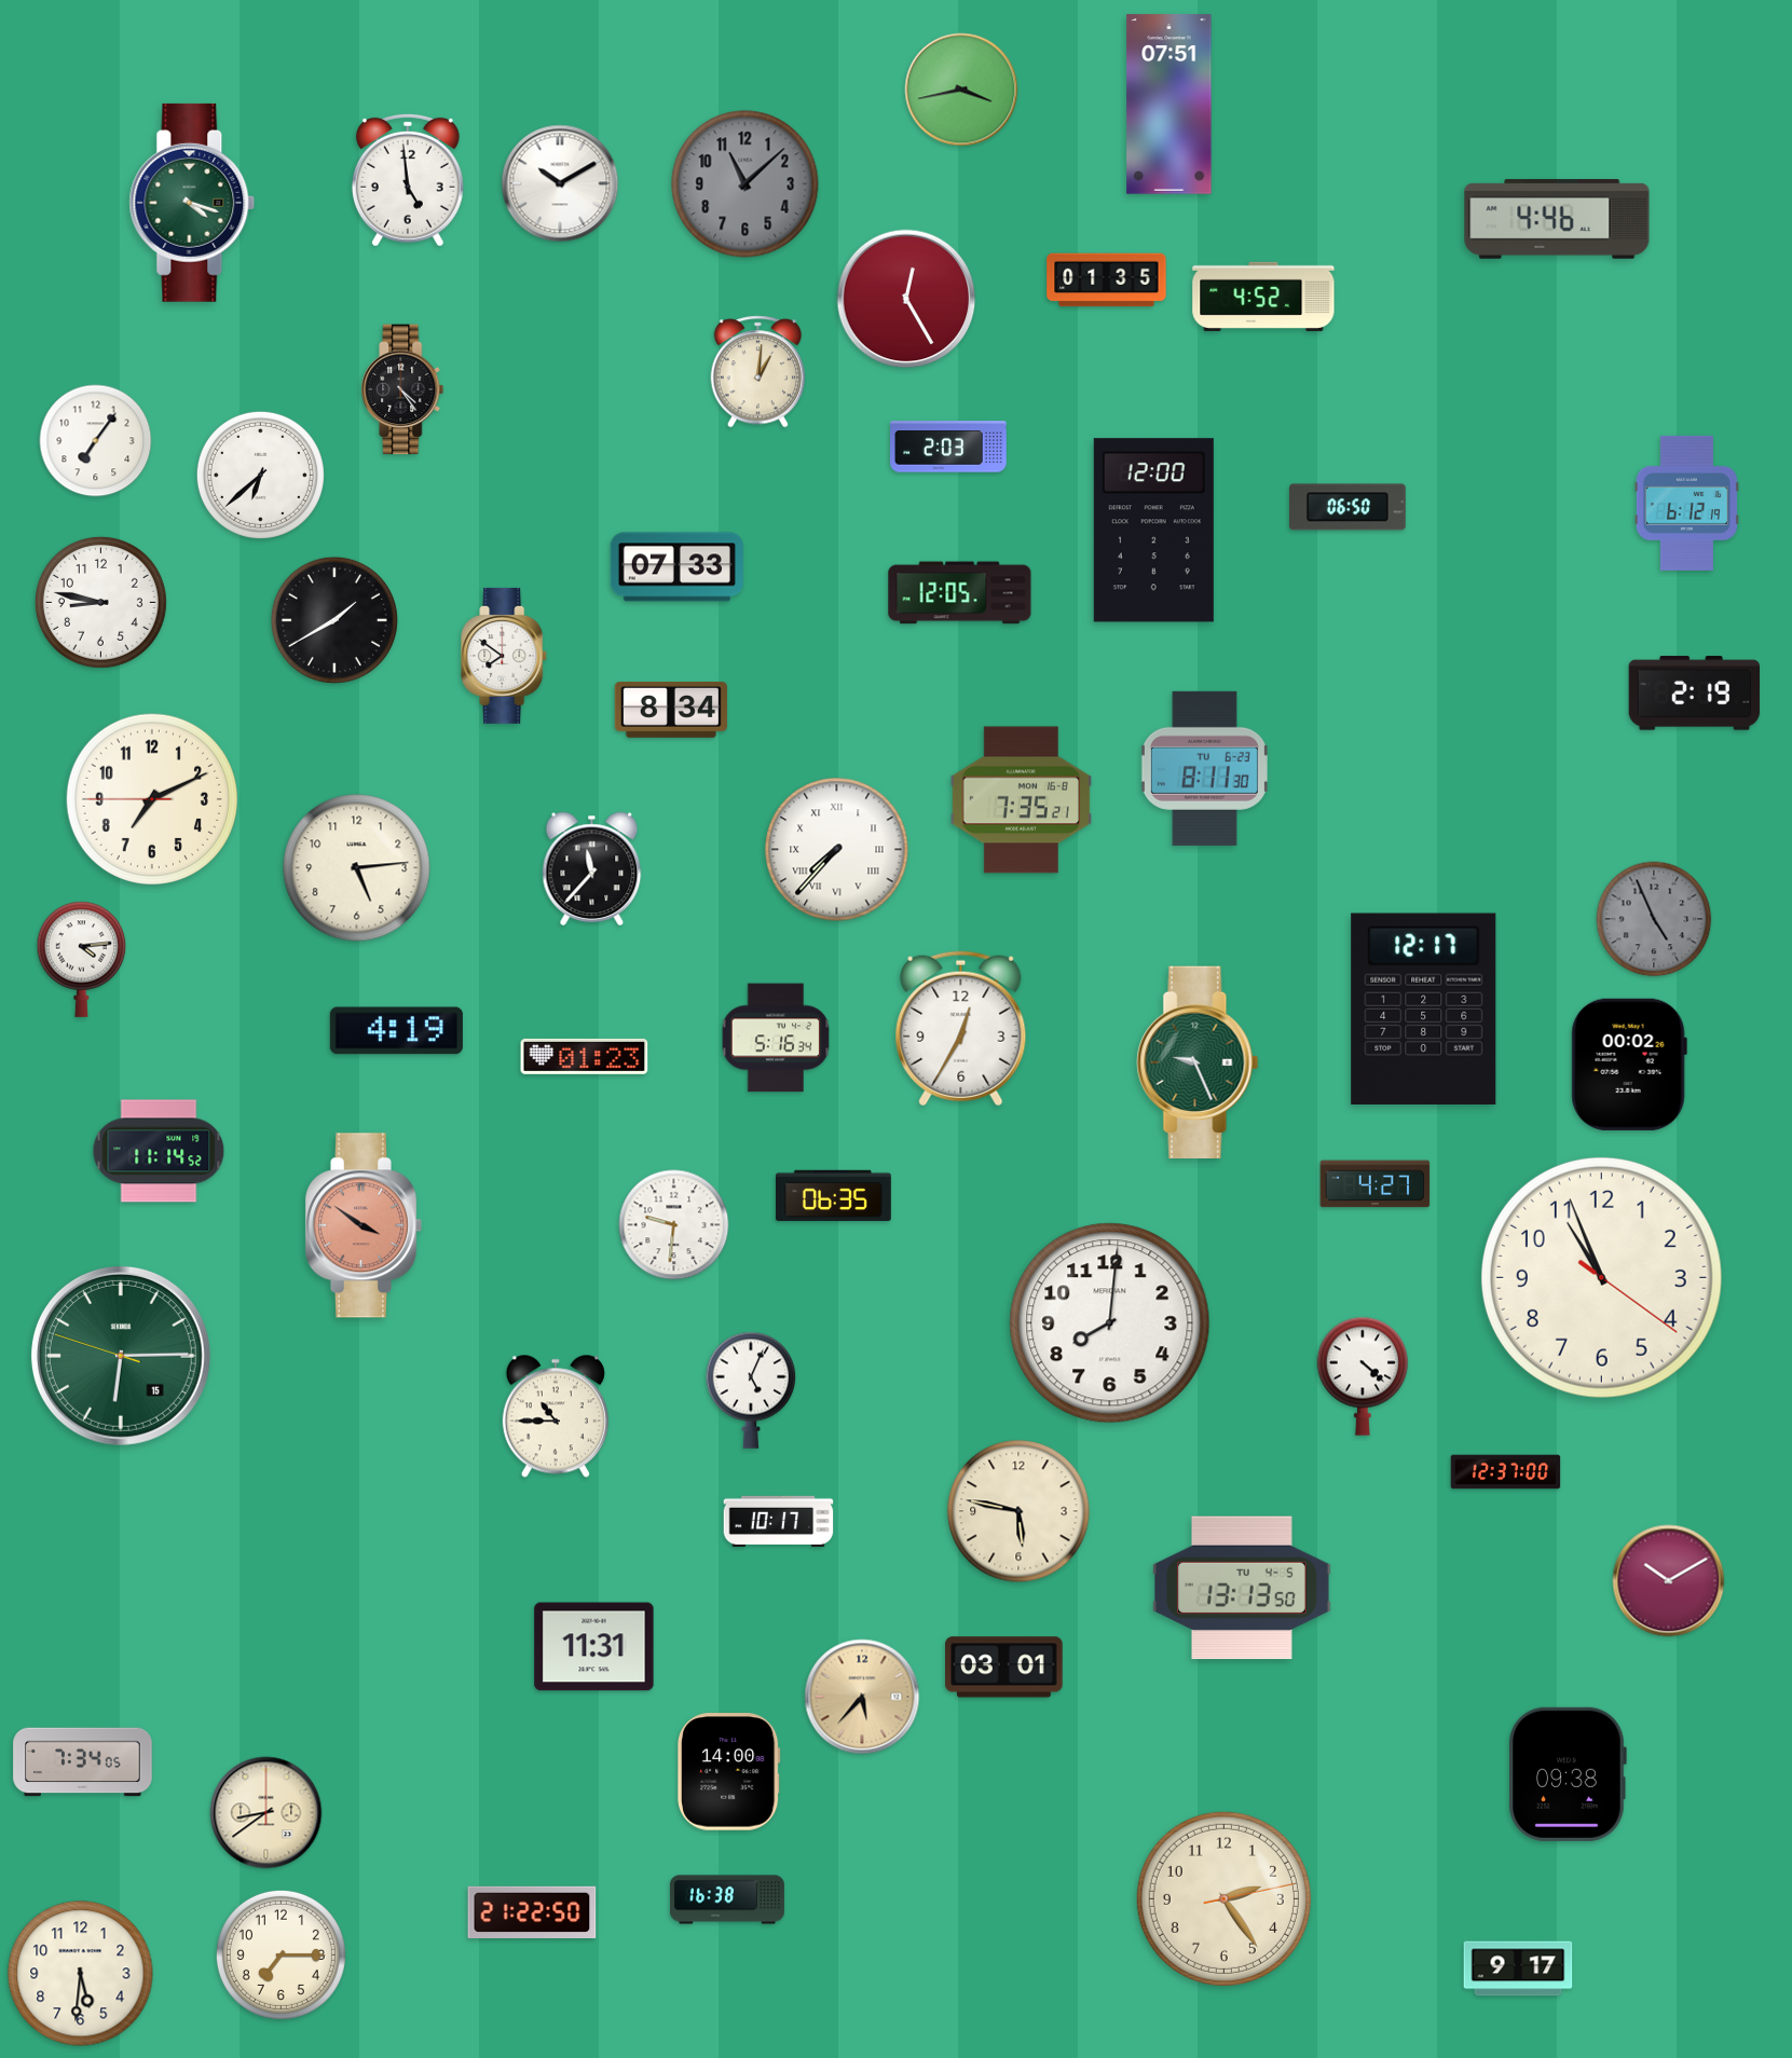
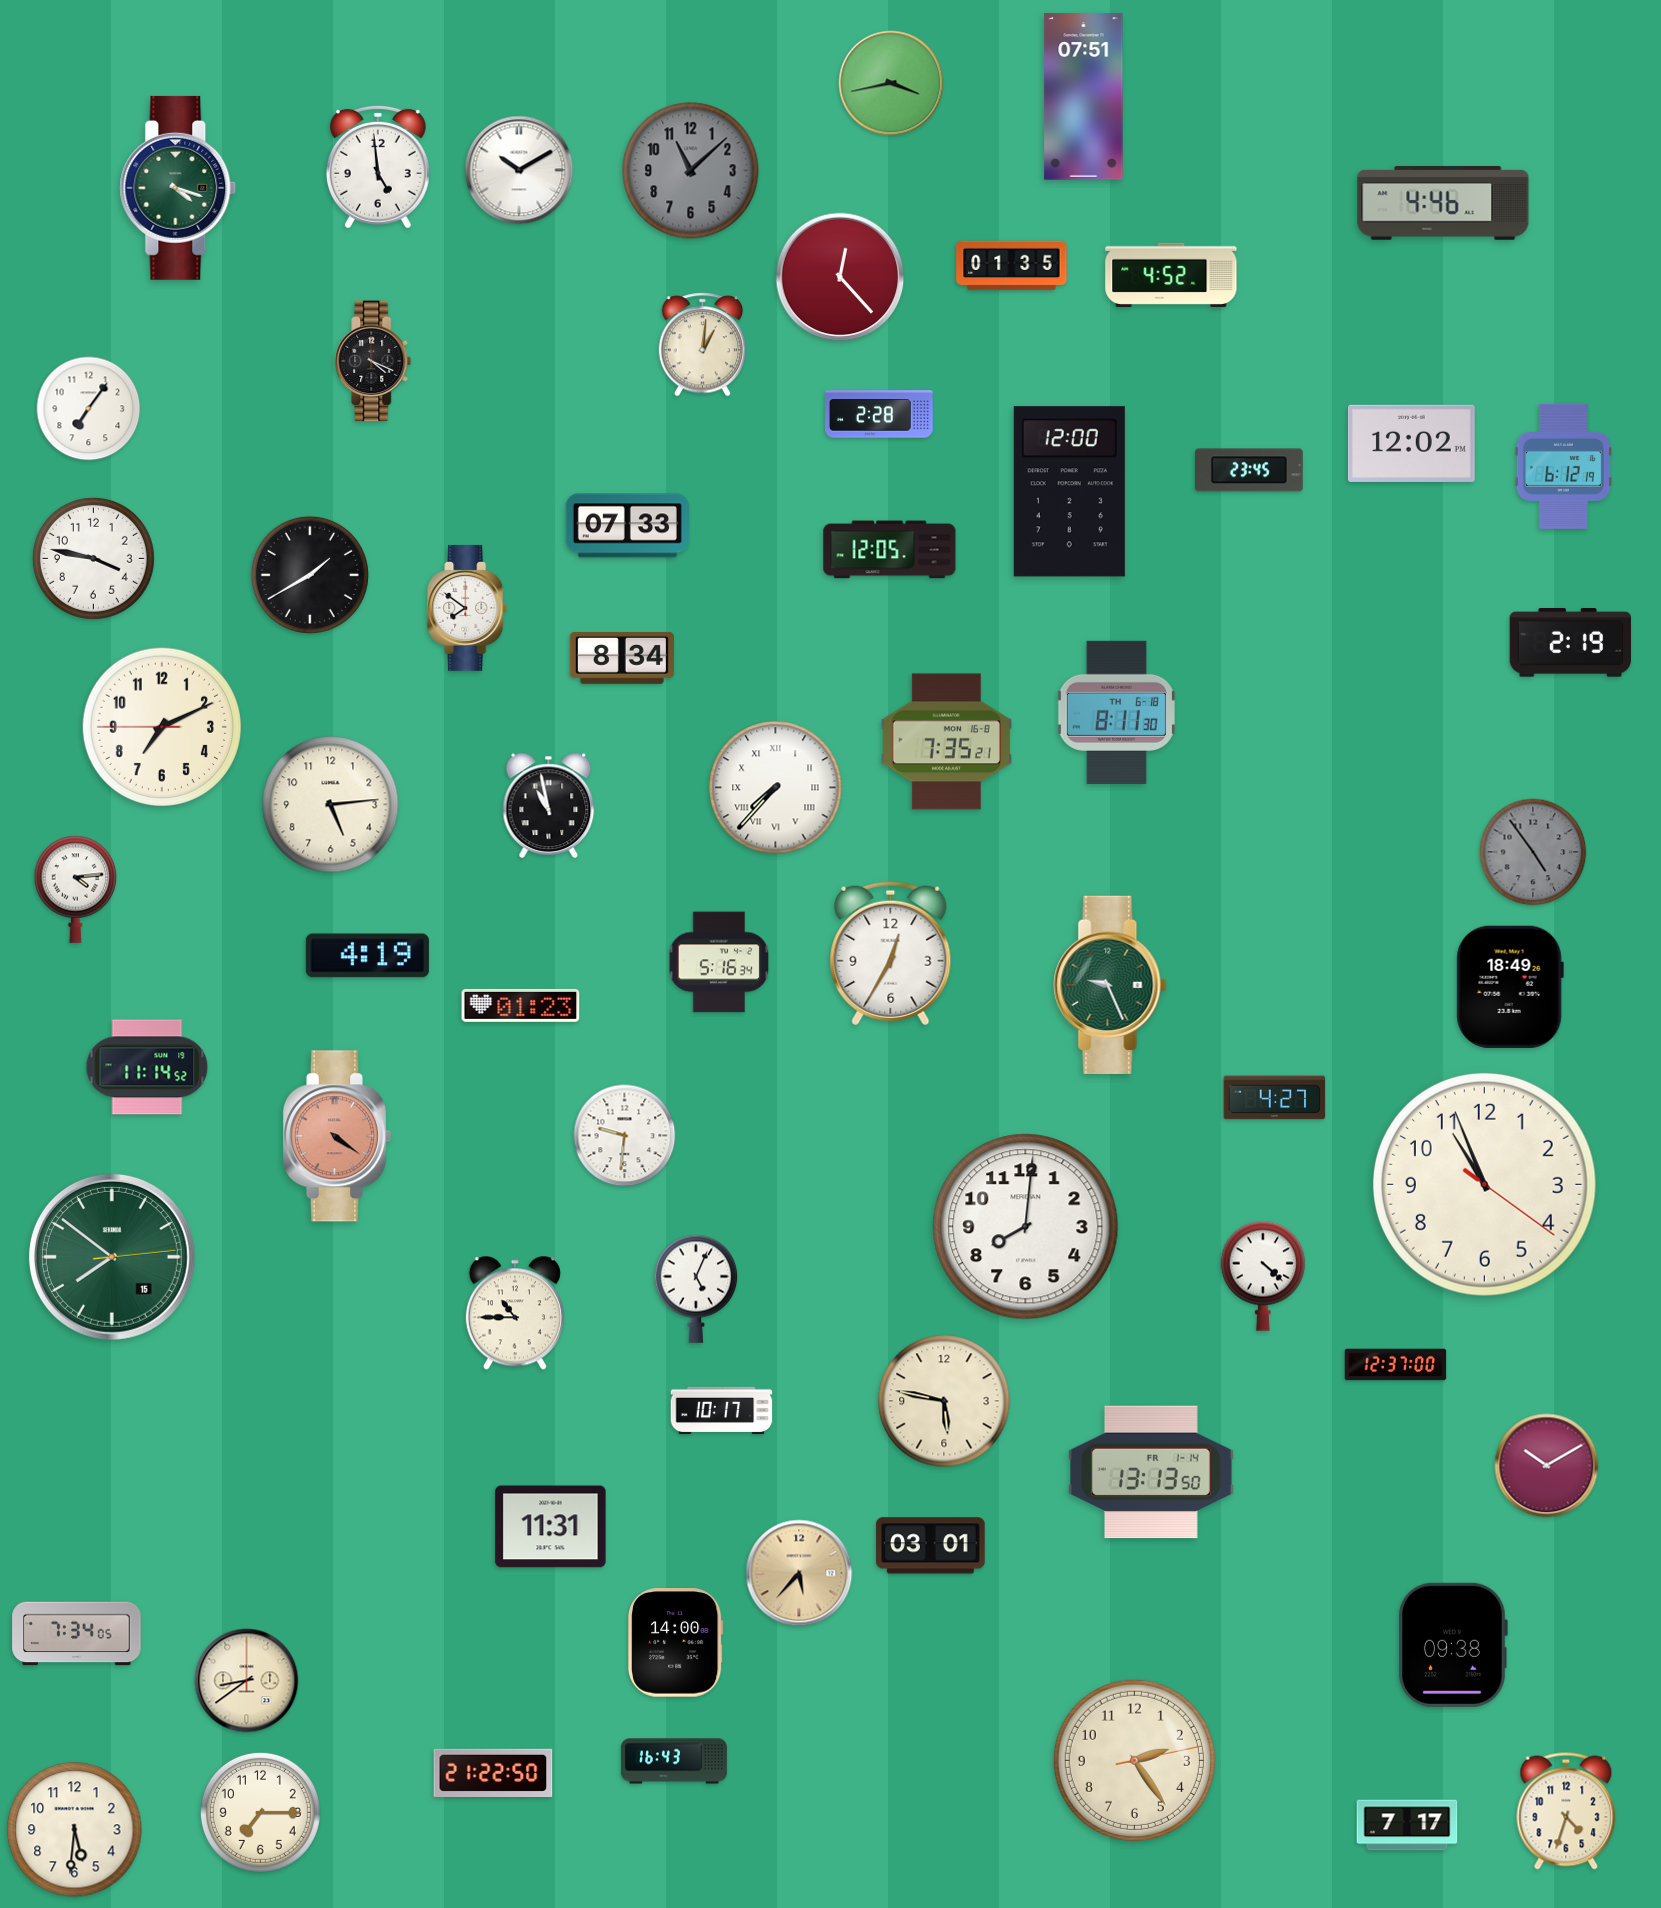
clock at (1107, 280) position: (1107, 280) -> (1012, 266)
clock at (906, 299): 12:25 -> 12:23
clock at (402, 389): 4:24 -> 4:19
clock at (948, 447): 2:03 -> 2:28
clock at (260, 475): 6:38 -> none
clock at (1411, 443): none -> 12:02
clock at (1349, 507): 06:50 -> 23:45
clock at (100, 602): 8:47 -> 3:47
clock at (1204, 768) date: TU 6-23 -> TH 6-18
clock at (151, 799) position: (151, 799) -> (161, 727)
clock at (592, 868): 11:37 -> 10:58
clock at (1654, 919): 4:56 -> 4:54
clock at (1424, 1009): 12:17 -> none
clock at (585, 1056) position: (585, 1056) -> (521, 1005)
clock at (1629, 1065): 00:02 -> 18:49
clock at (833, 1195): 06:35 -> none
clock at (364, 1225): 3:51 -> 4:21
clock at (1110, 1323) position: (1110, 1323) -> (1026, 1227)
clock at (121, 1356): 6:14 -> 7:51
clock at (1243, 1588) date: TU 4-5 -> FR 1-14
clock at (727, 1899): 16:38 -> 16:43
clock at (1566, 1811): none -> 4:33
clock at (1518, 1968): 9:17 -> 7:17
